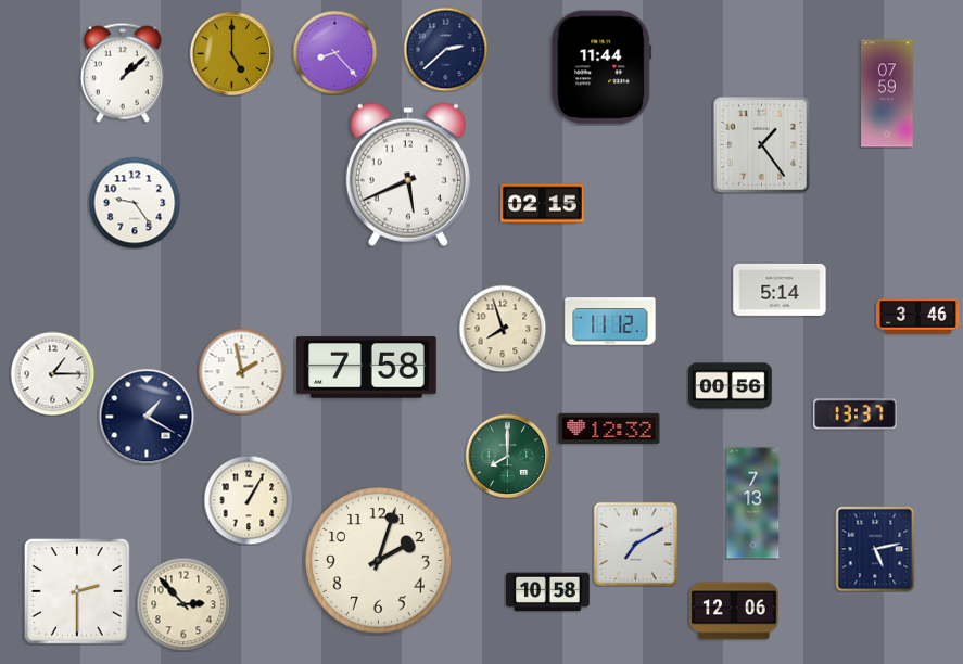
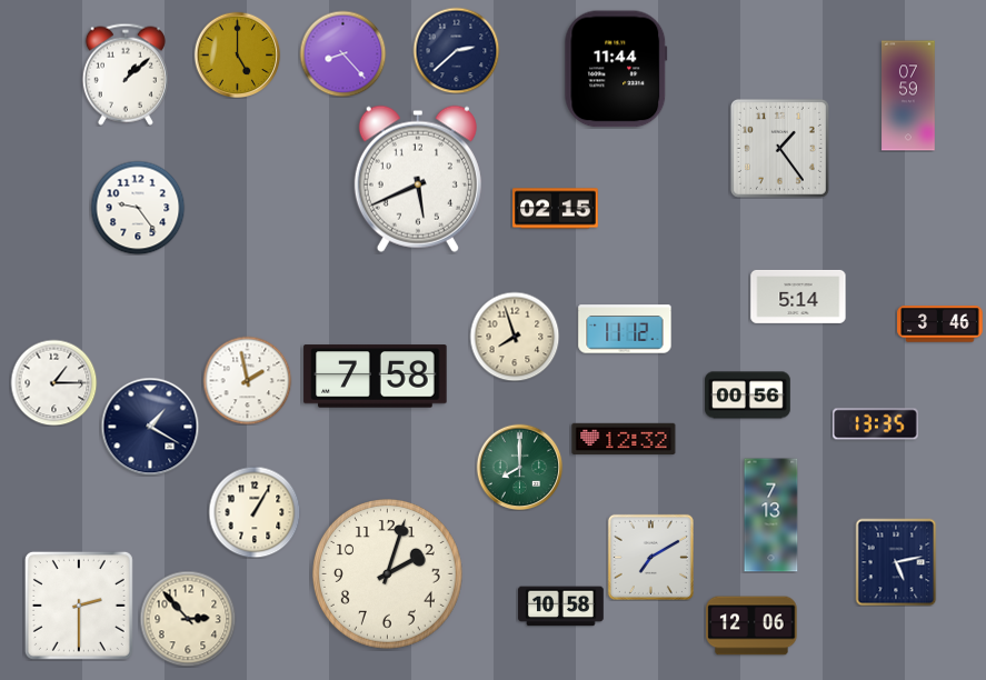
clock at (856, 414): 13:37 -> 13:35
